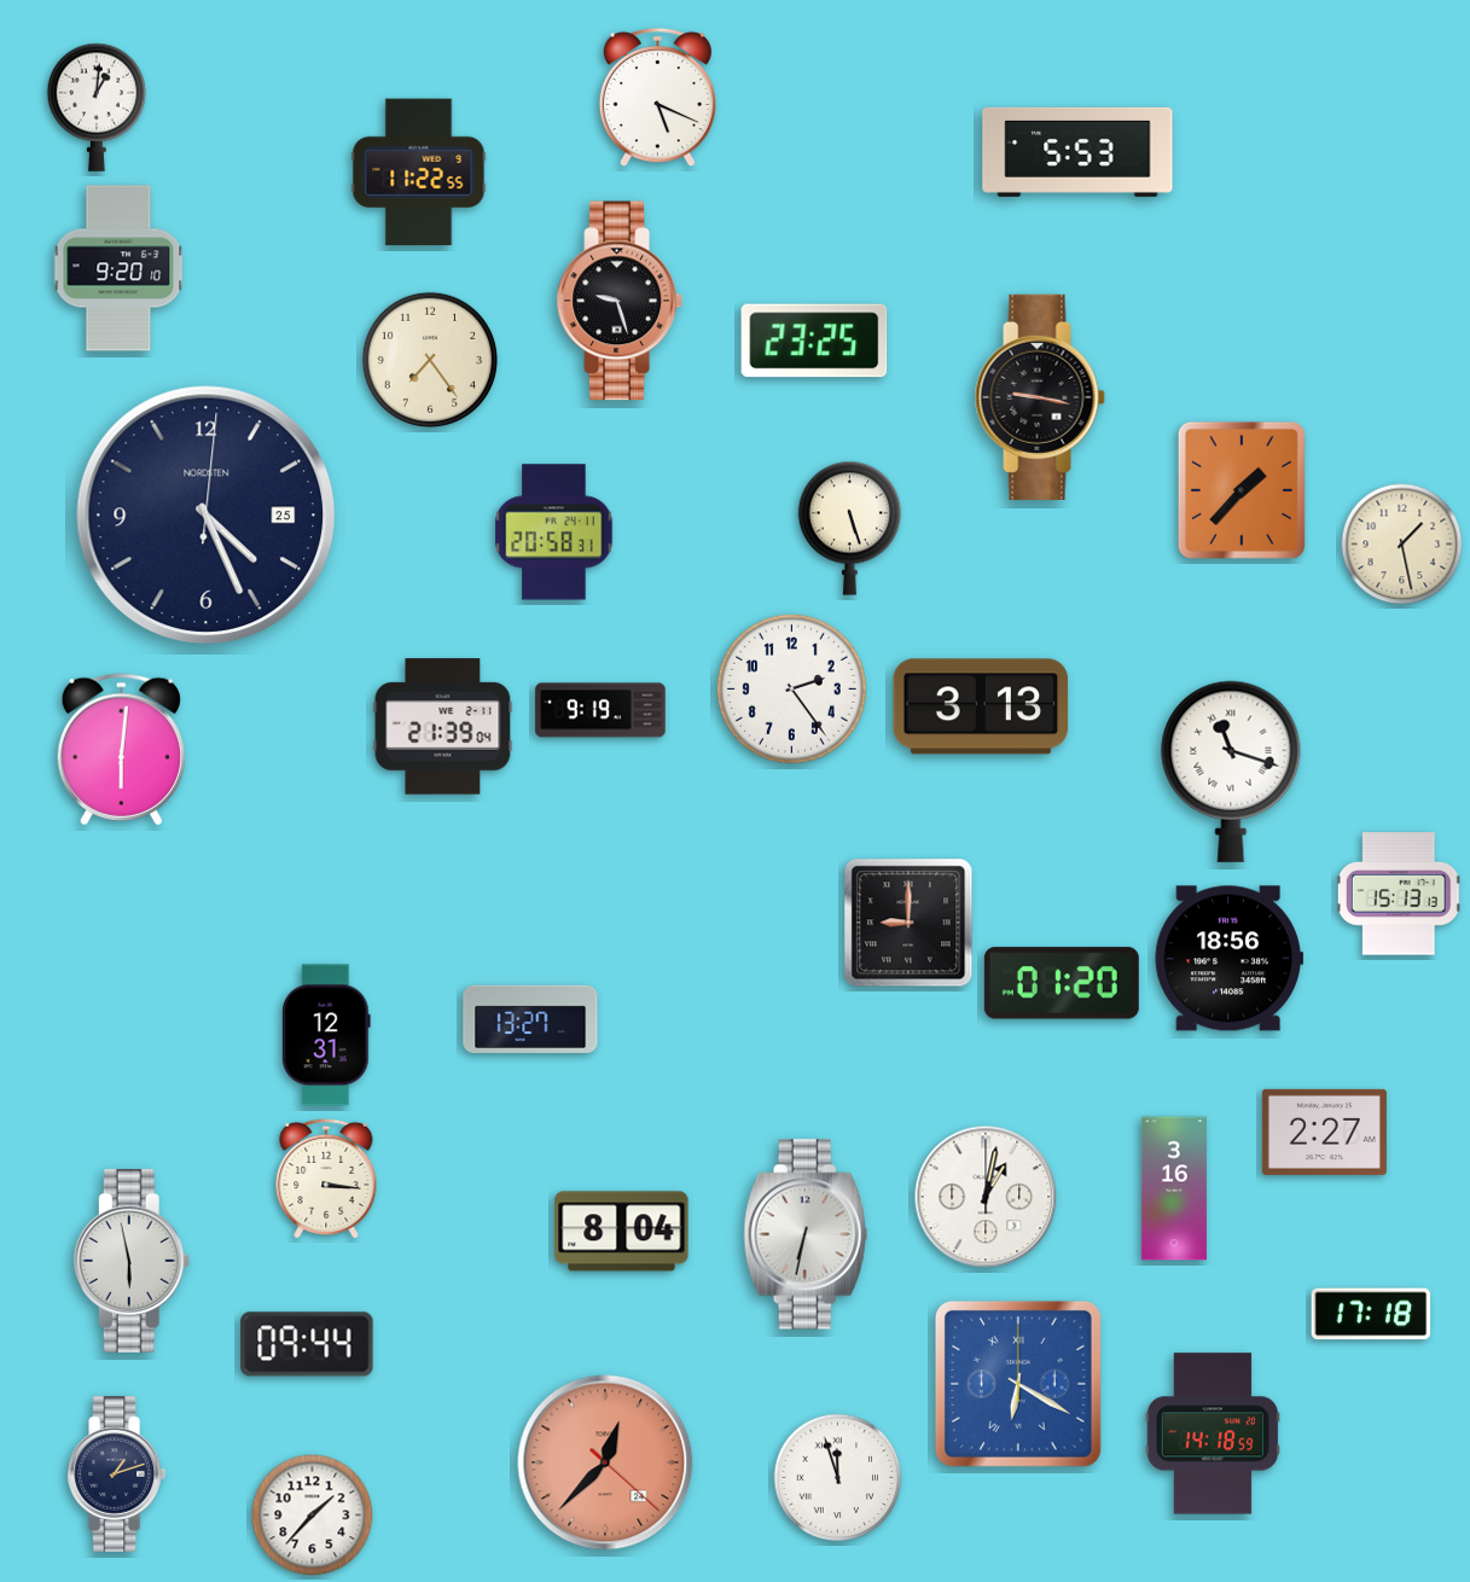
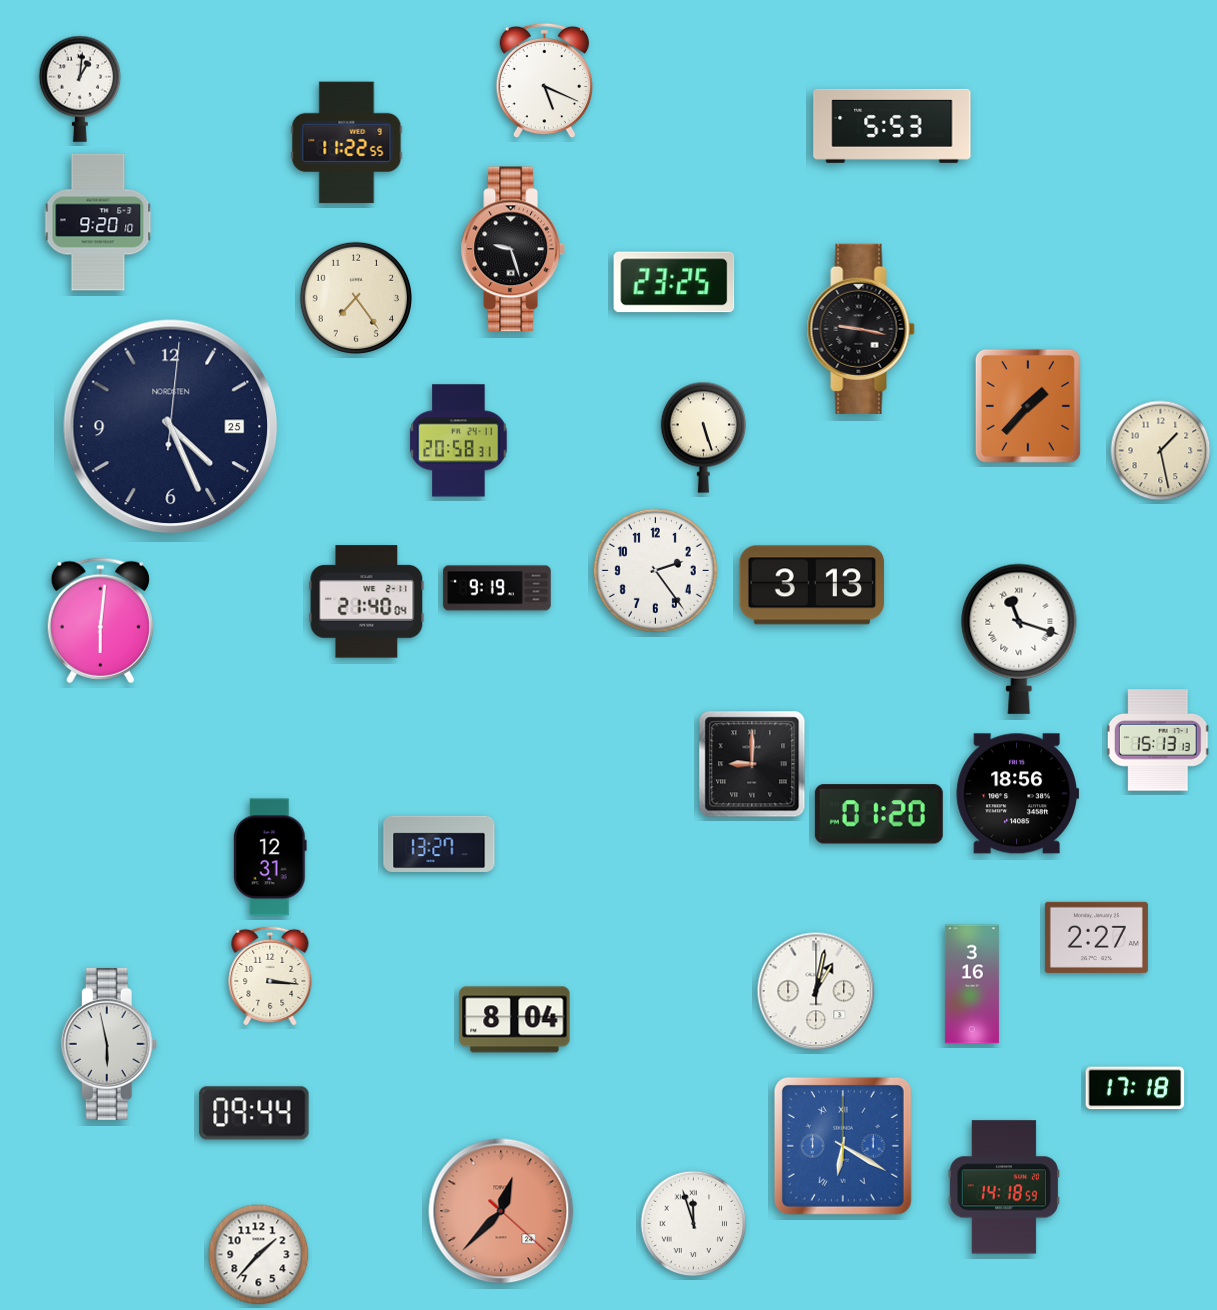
clock at (443, 727): 21:39 -> 21:40
clock at (806, 1234): 6:32 -> none
clock at (117, 1473): 1:12 -> none
